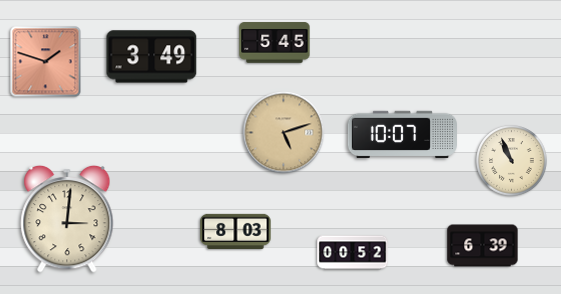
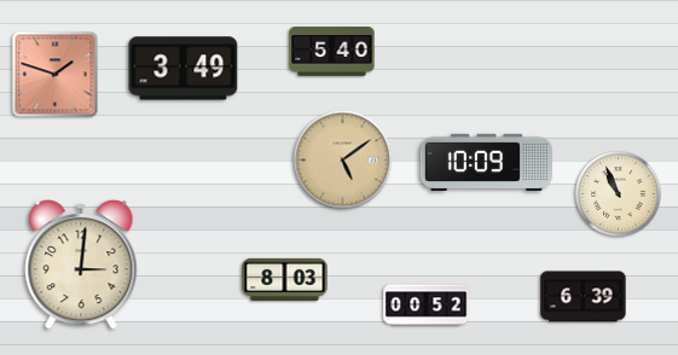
clock at (275, 43): 5:45 -> 5:40
clock at (284, 133): 5:12 -> 5:09
clock at (402, 134): 10:07 -> 10:09
